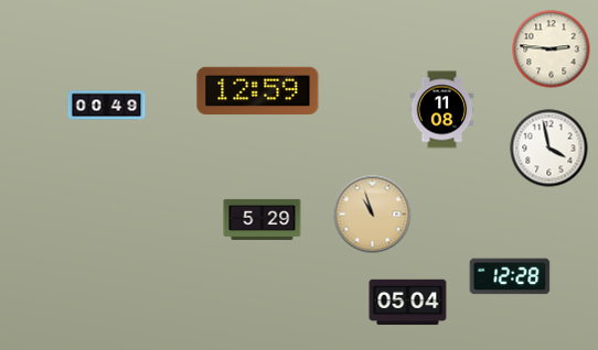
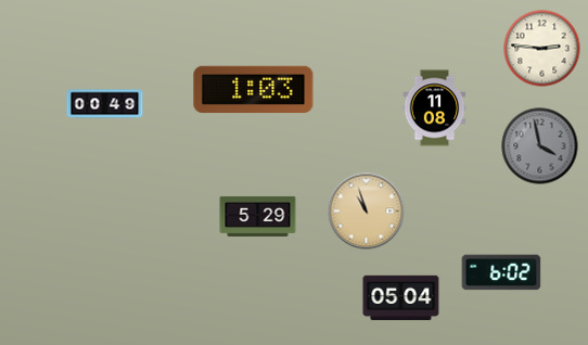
clock at (258, 91): 12:59 -> 1:03
clock at (549, 149) dial: white -> grey
clock at (510, 276): 12:28 -> 6:02
